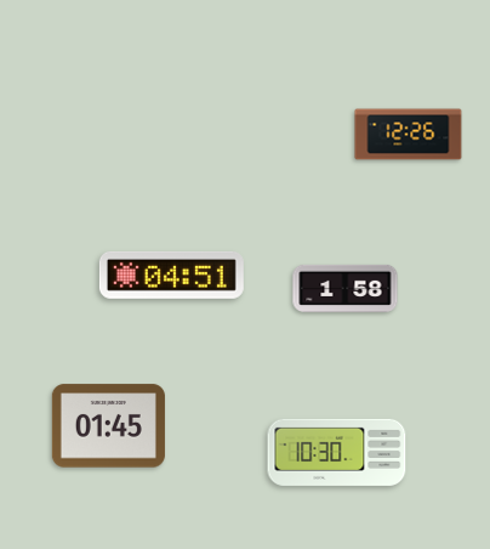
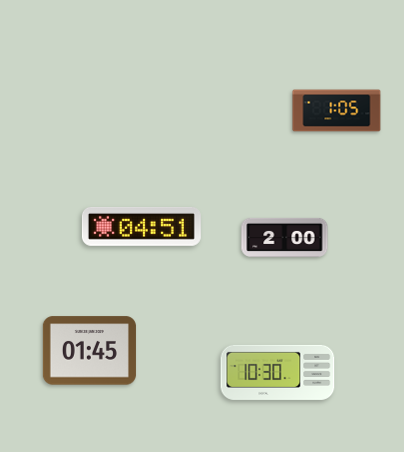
clock at (409, 135): 12:26 -> 1:05
clock at (346, 288): 1:58 -> 2:00
